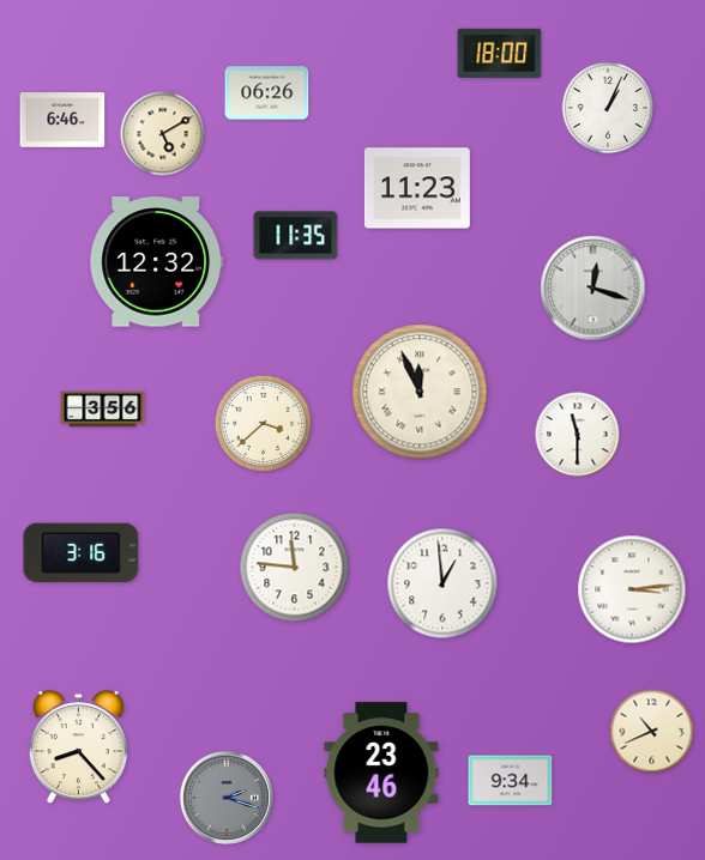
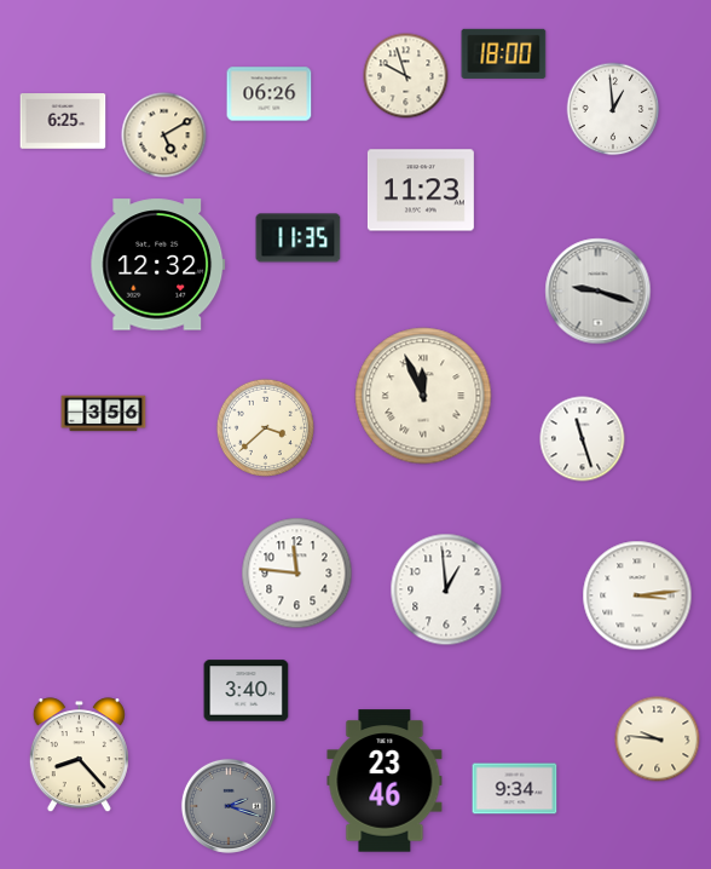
clock at (406, 76): none -> 9:57
clock at (608, 108): 1:04 -> 12:59
clock at (62, 120): 6:46 -> 6:25
clock at (593, 289): 12:18 -> 9:18
clock at (578, 435): 11:30 -> 11:27
clock at (82, 553): 3:16 -> none
clock at (247, 691): none -> 3:40
clock at (652, 732): 10:41 -> 9:46
